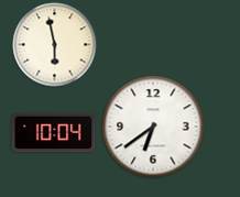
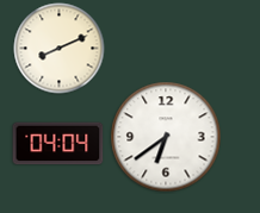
clock at (55, 45): 5:58 -> 8:11
clock at (54, 133): 10:04 -> 04:04
